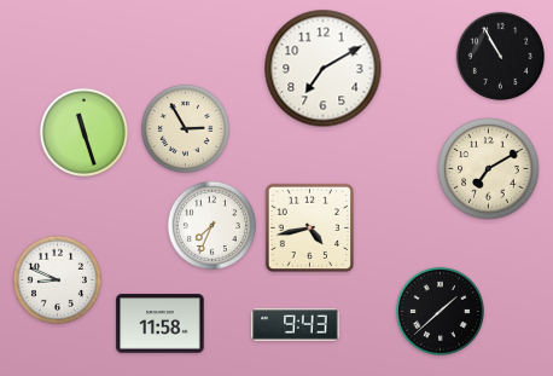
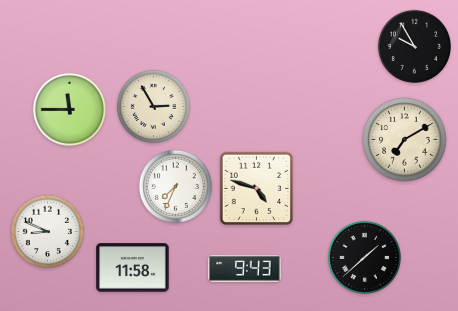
clock at (500, 56): 10:55 -> 9:55
clock at (324, 69): 7:10 -> none
clock at (83, 132): 11:27 -> 11:45
clock at (310, 229): 4:43 -> 4:48
